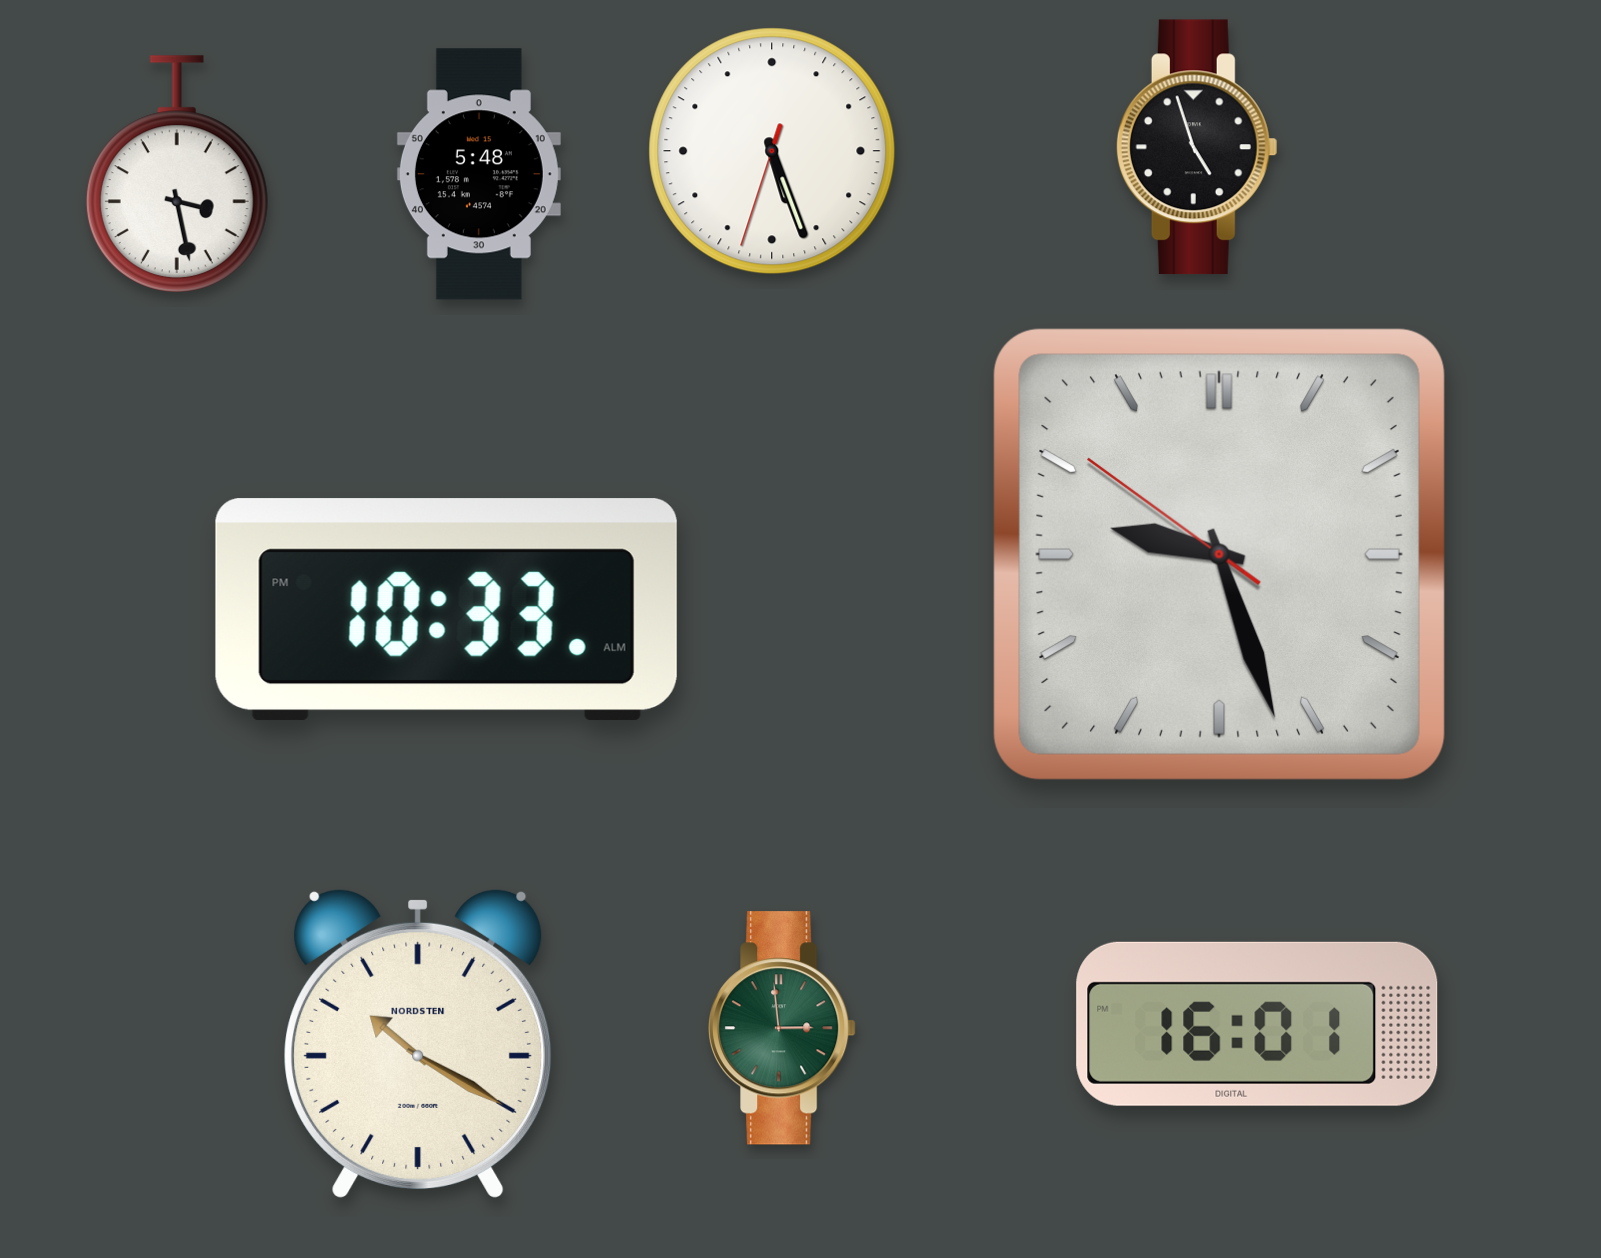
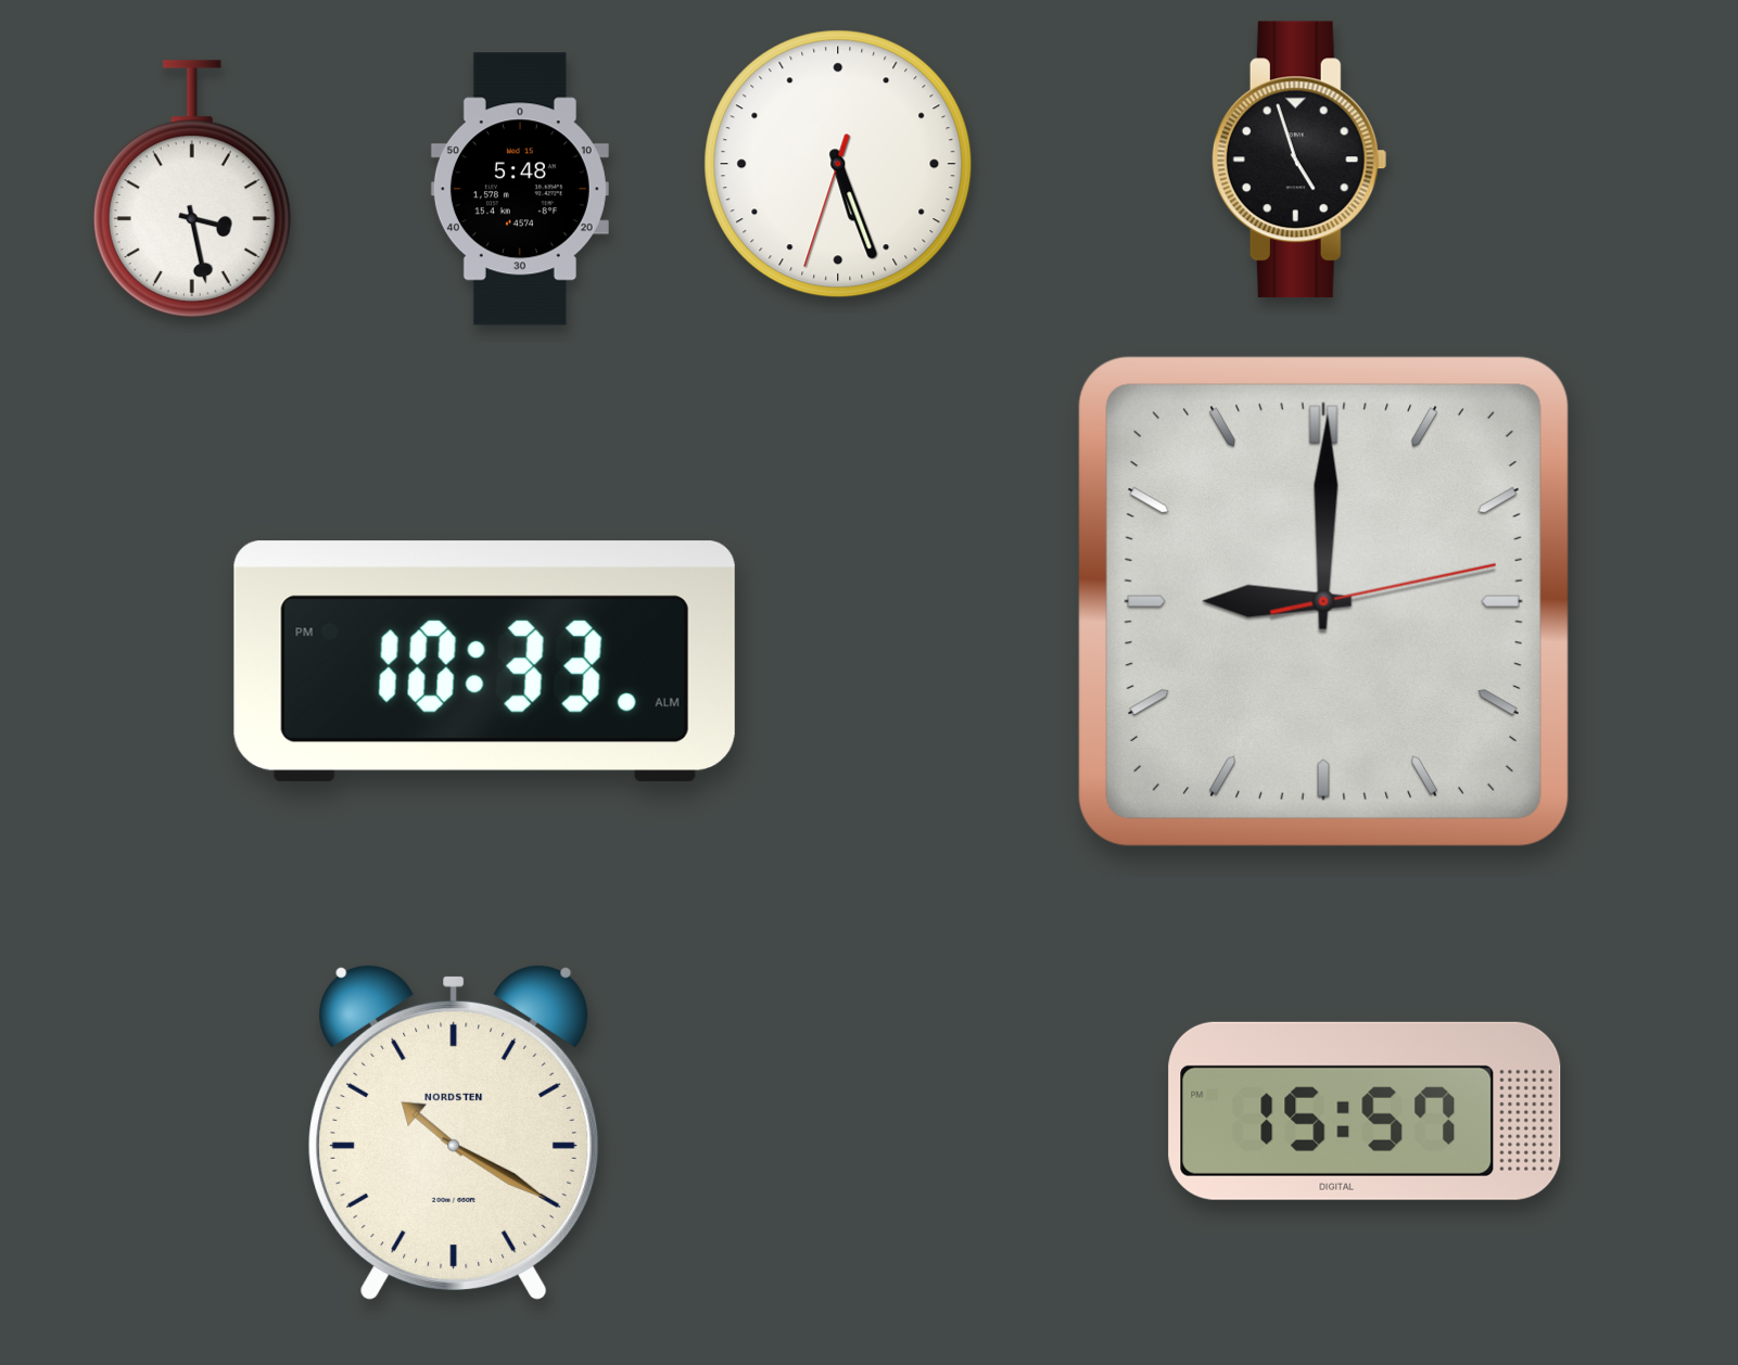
clock at (1219, 554): 9:26 -> 9:00
clock at (1257, 1024): 16:01 -> 15:57
clock at (782, 1028): 2:59 -> none
